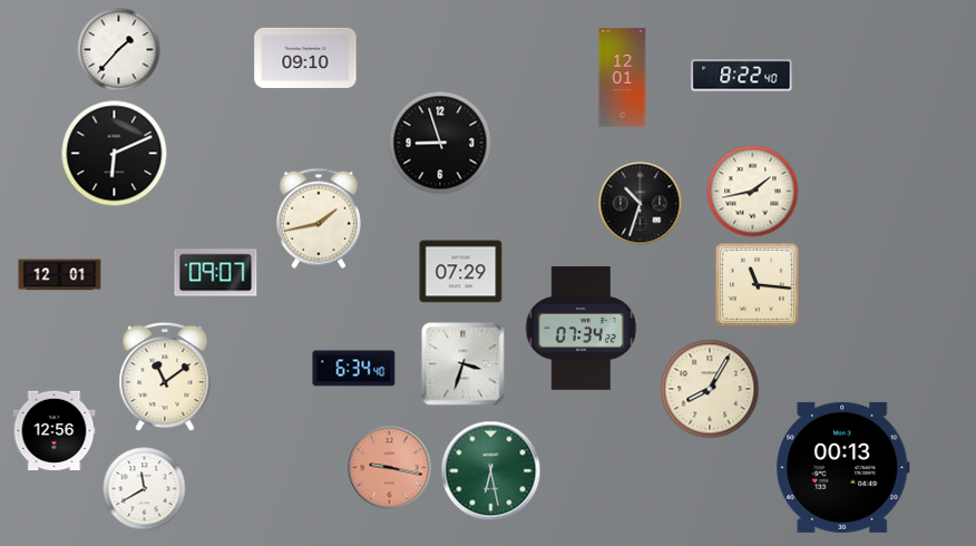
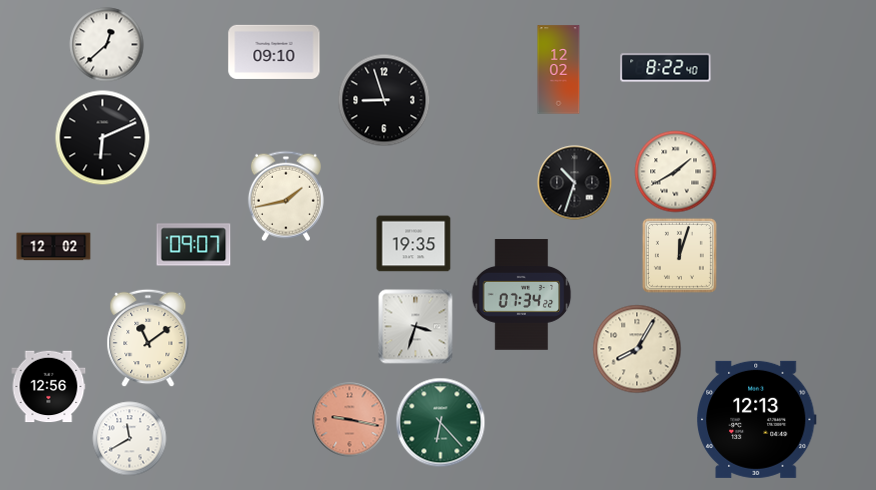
clock at (119, 50): 1:37 -> 12:38
clock at (623, 78): 12:01 -> 12:02
clock at (440, 143) position: (440, 143) -> (384, 100)
clock at (753, 192): 1:43 -> 1:40
clock at (461, 272): 07:29 -> 19:35
clock at (60, 275): 12:01 -> 12:02
clock at (757, 284): 11:16 -> 12:03
clock at (354, 369): 6:34 -> none
clock at (843, 467): 00:13 -> 12:13
clock at (491, 471): 6:28 -> 6:23
